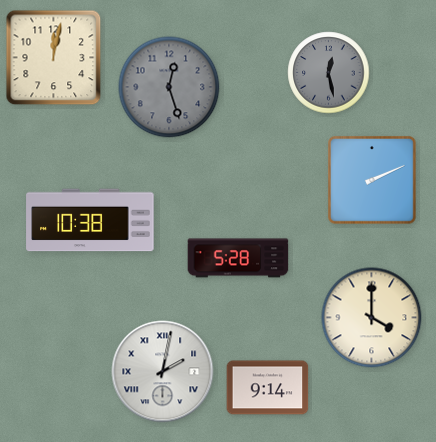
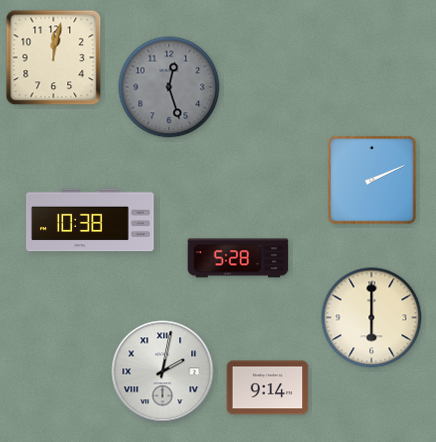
clock at (329, 73): 12:28 -> none
clock at (372, 318): 4:00 -> 6:00
